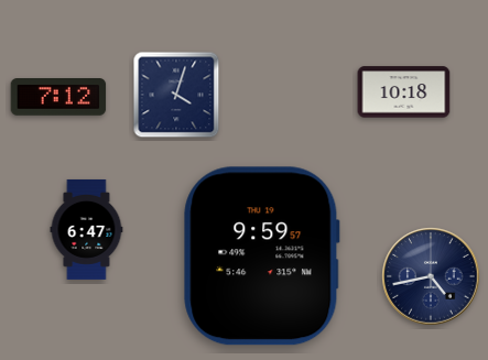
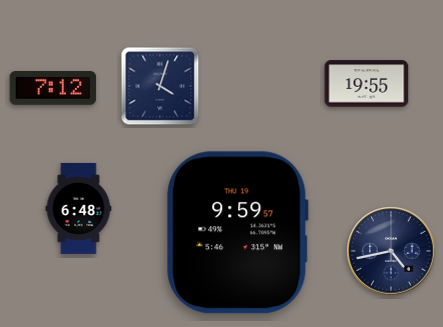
clock at (404, 92): 10:18 -> 19:55
clock at (87, 229): 6:47 -> 6:48
